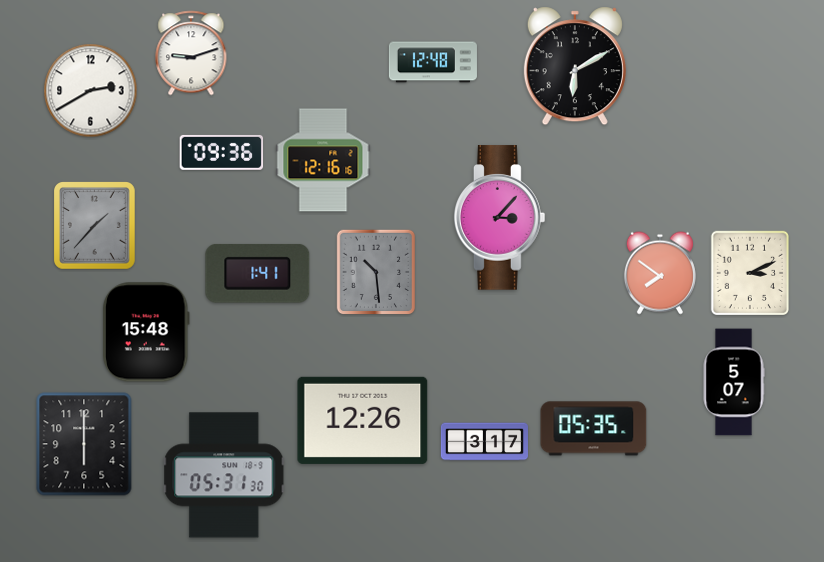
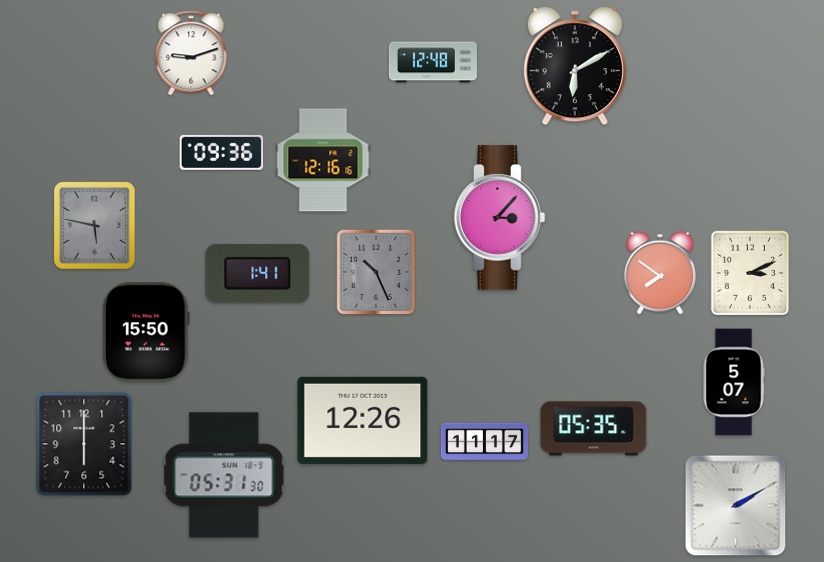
clock at (91, 91): 2:40 -> none
clock at (95, 226): 1:37 -> 5:47
clock at (376, 272): 10:29 -> 10:26
clock at (146, 332): 15:48 -> 15:50
clock at (484, 442): 3:17 -> 11:17
clock at (736, 506): none -> 2:10
